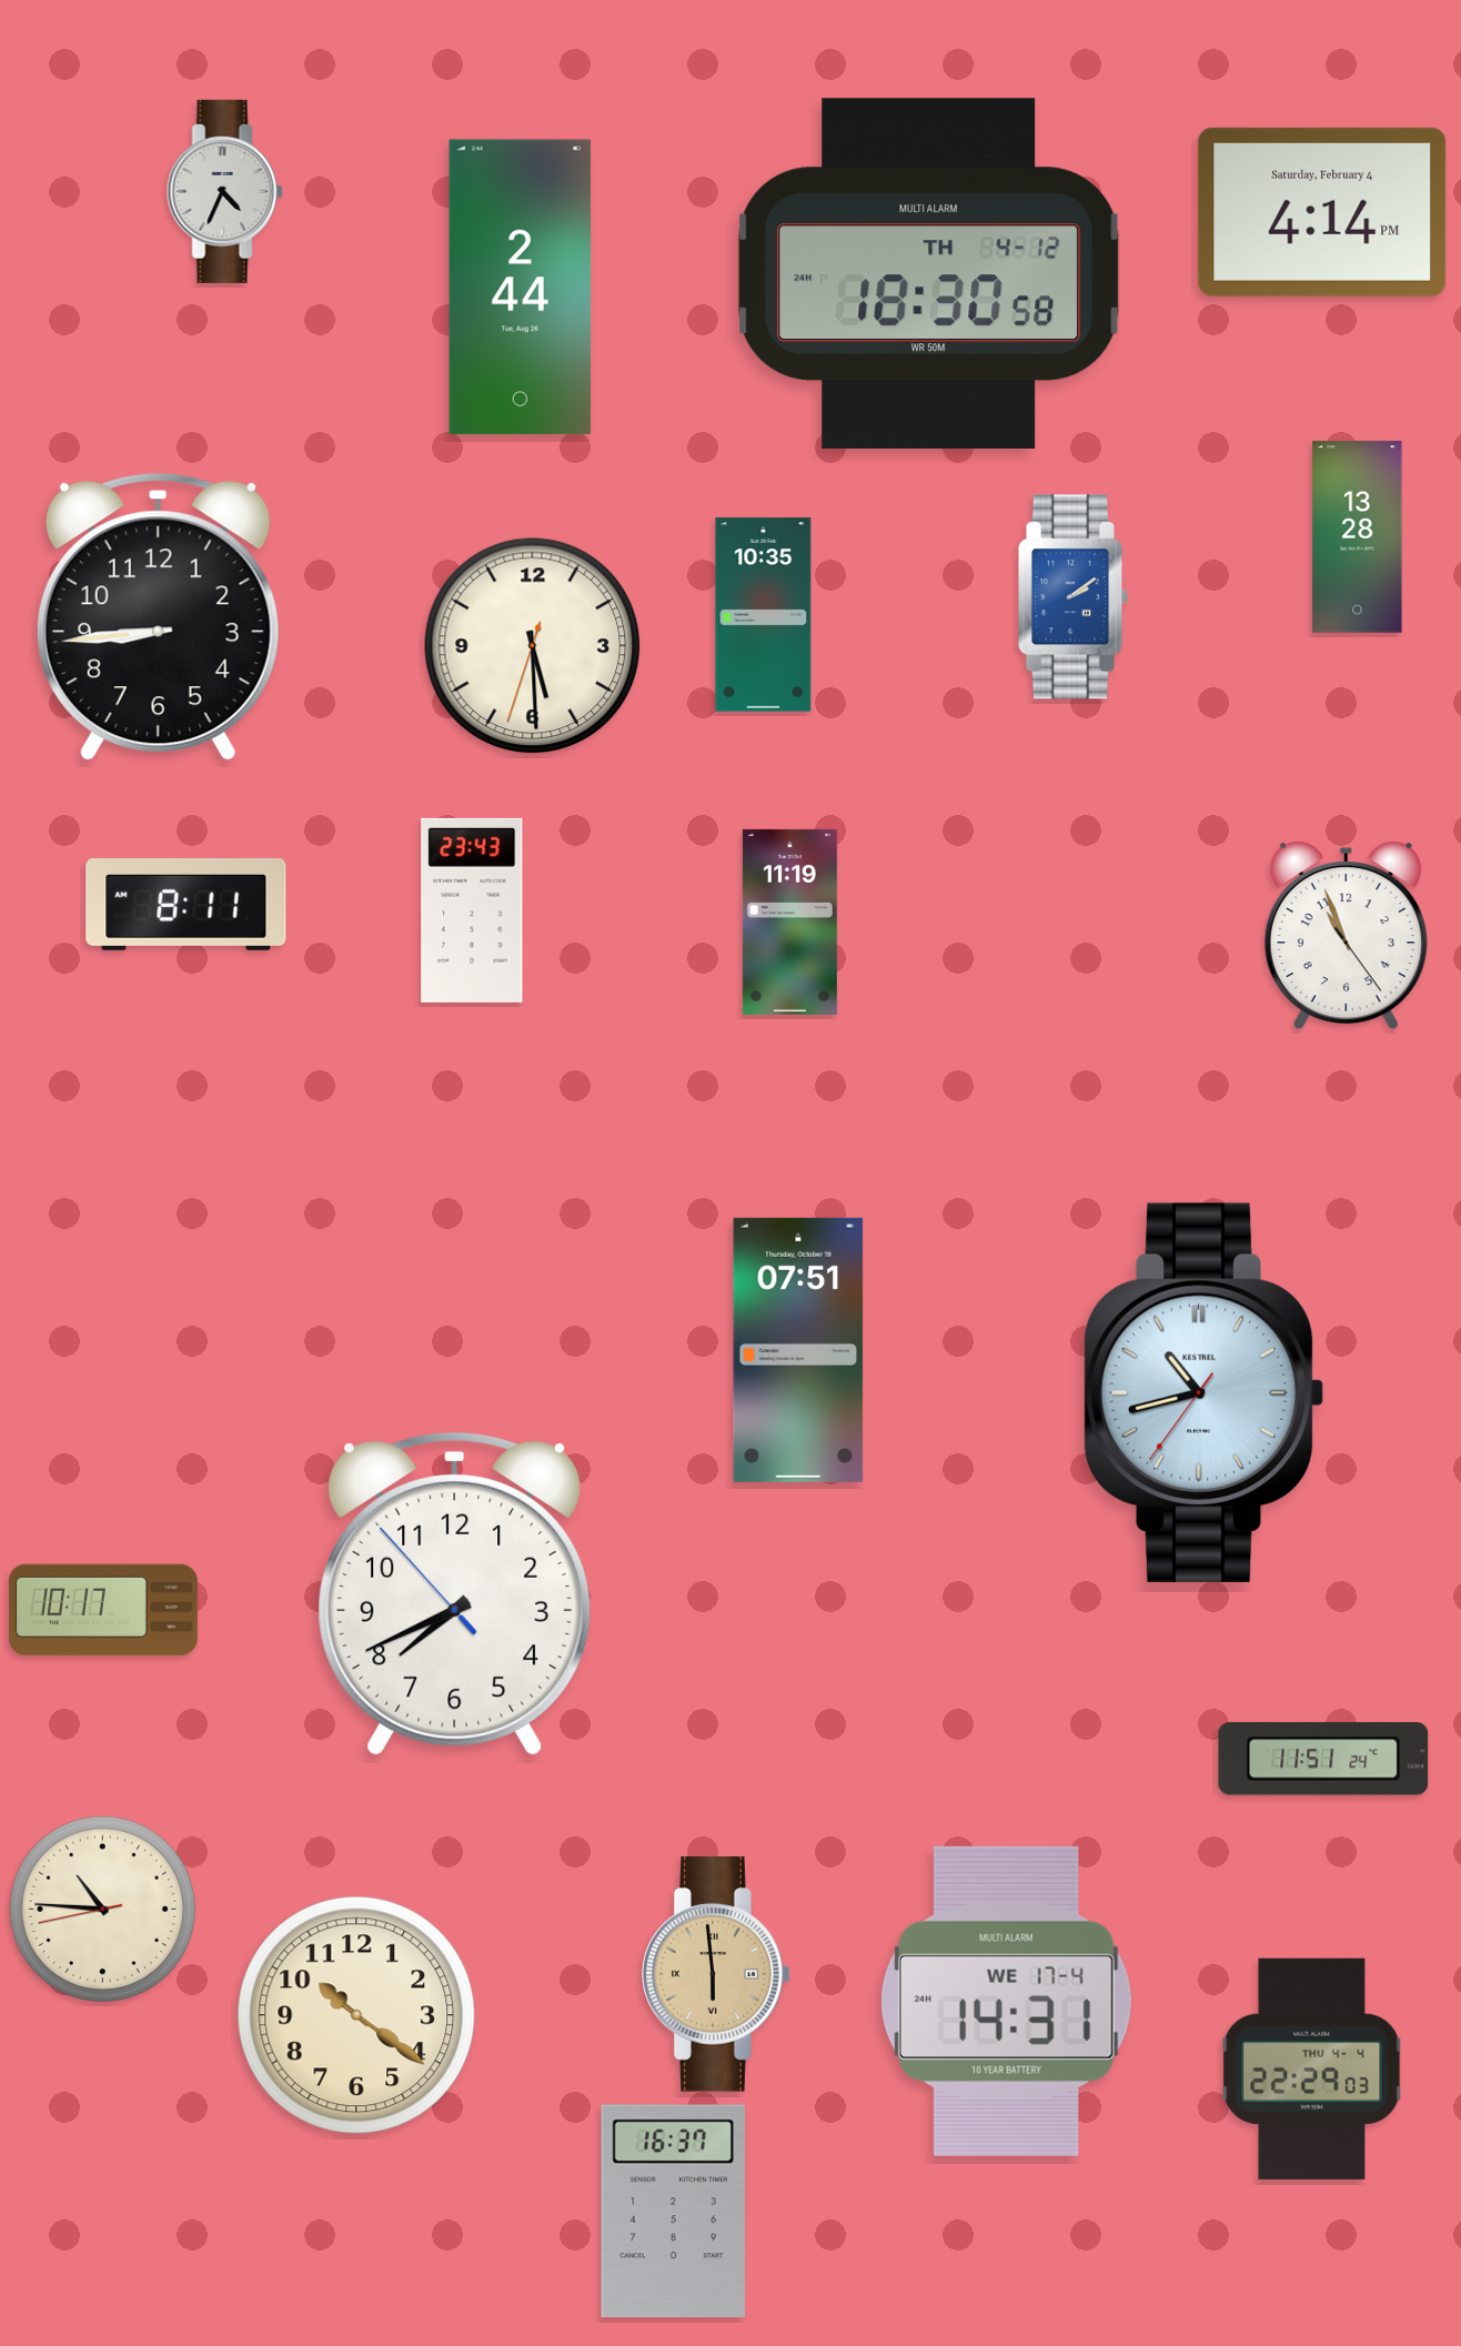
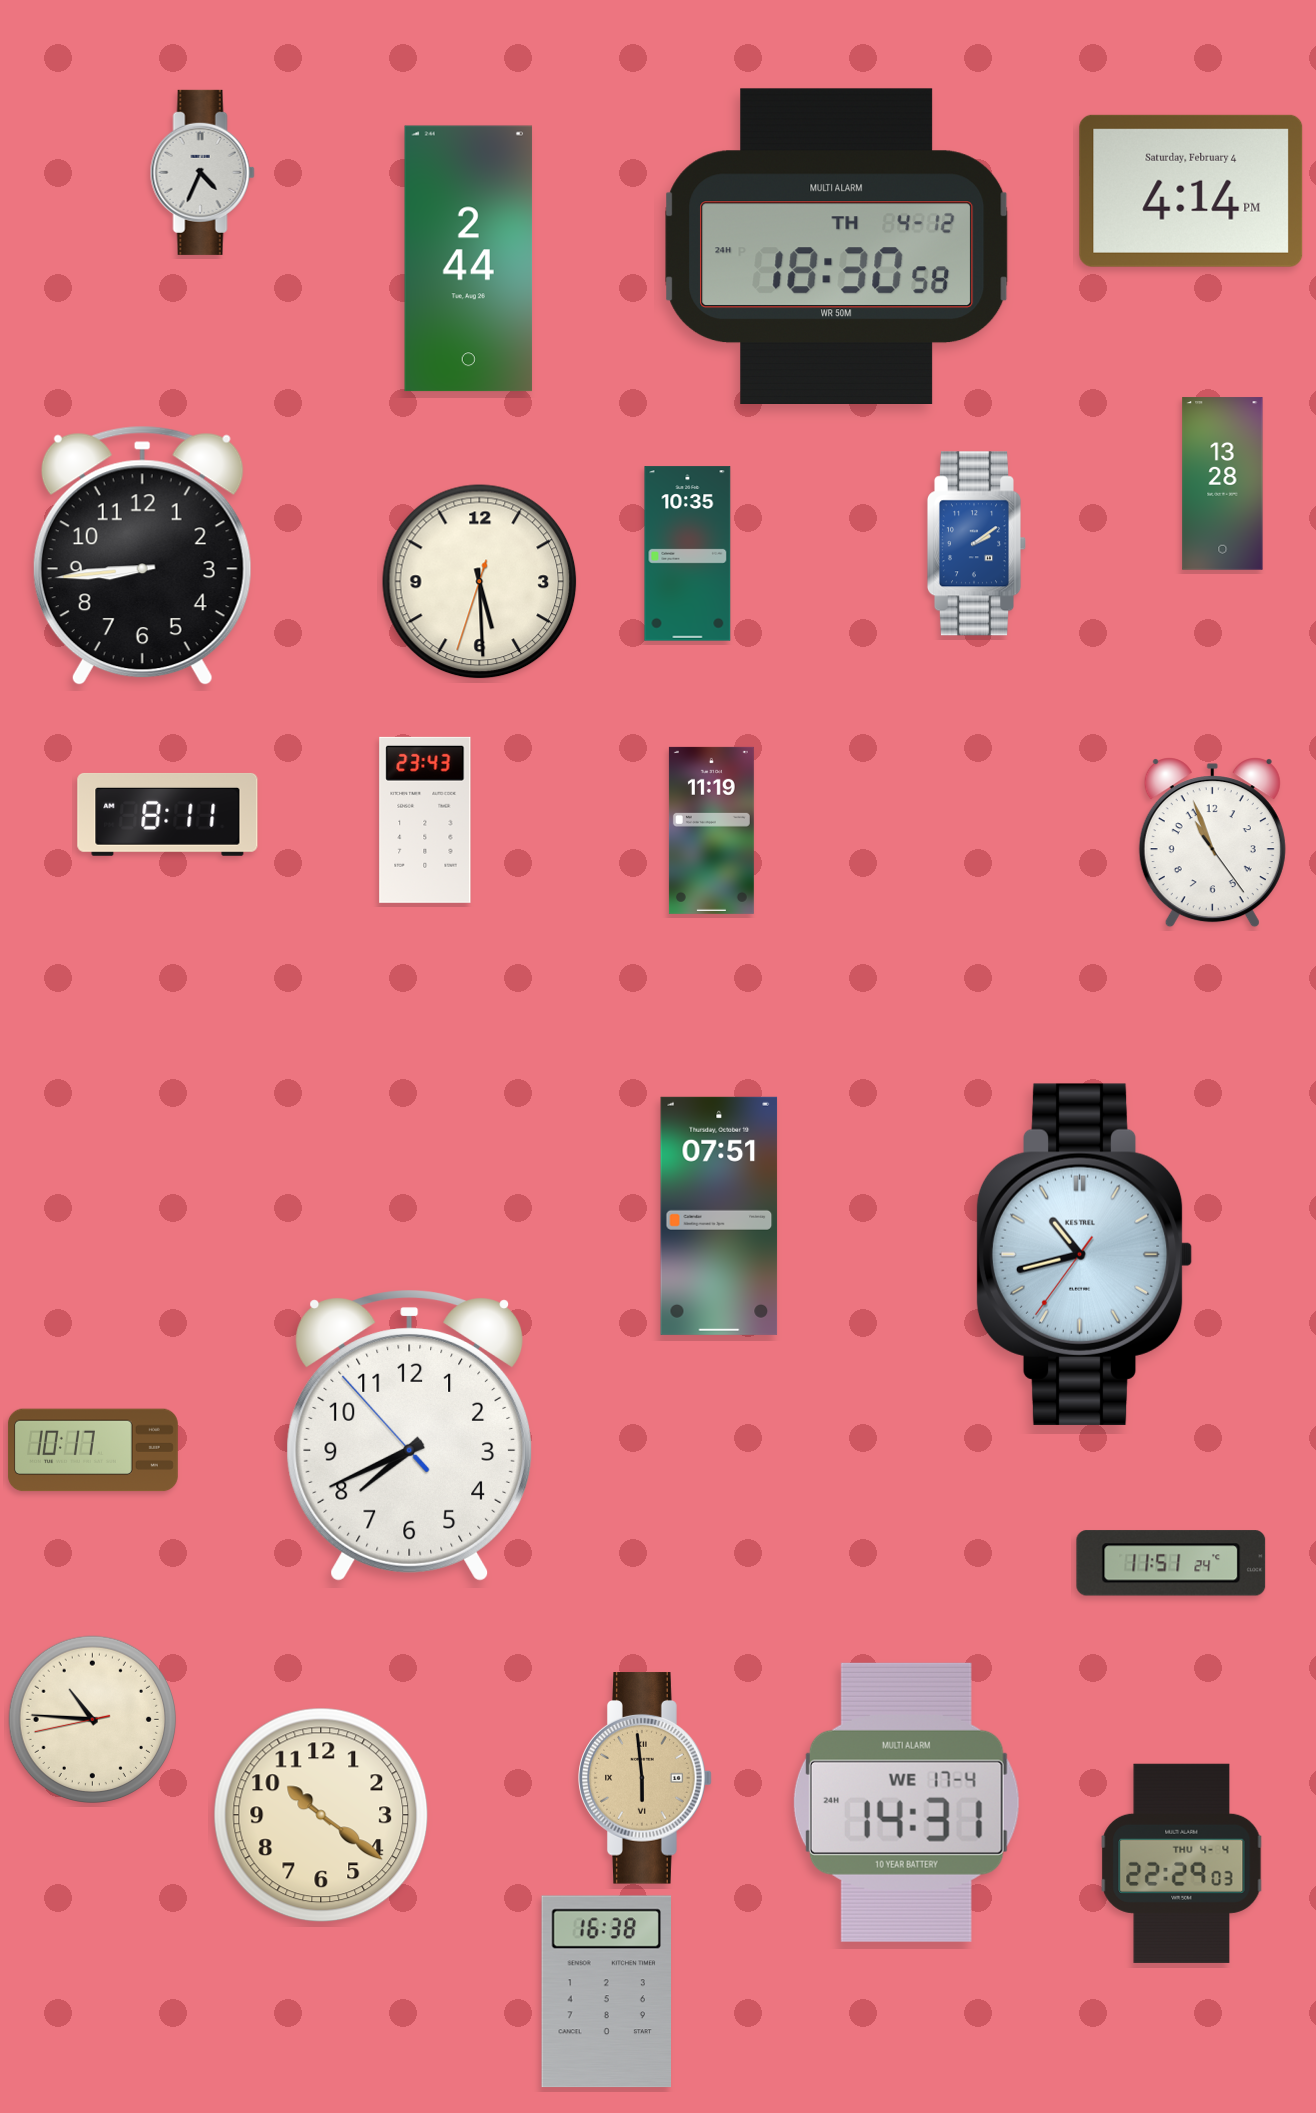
clock at (1072, 597) position: (1072, 597) -> (976, 544)
clock at (1323, 1759) position: (1323, 1759) -> (1171, 1563)
clock at (673, 2212): 16:37 -> 16:38
